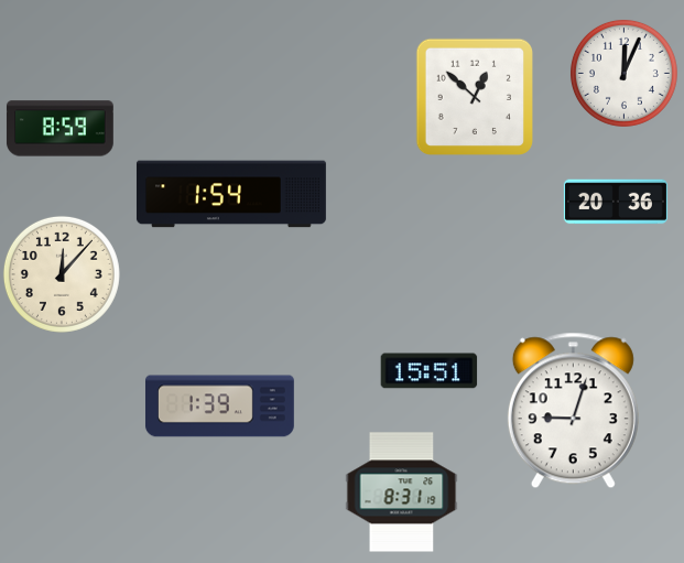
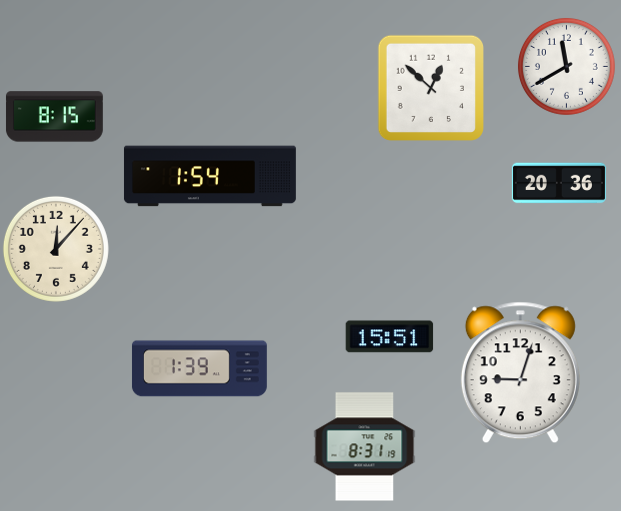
clock at (623, 73): 12:04 -> 11:40
clock at (59, 129): 8:59 -> 8:15
